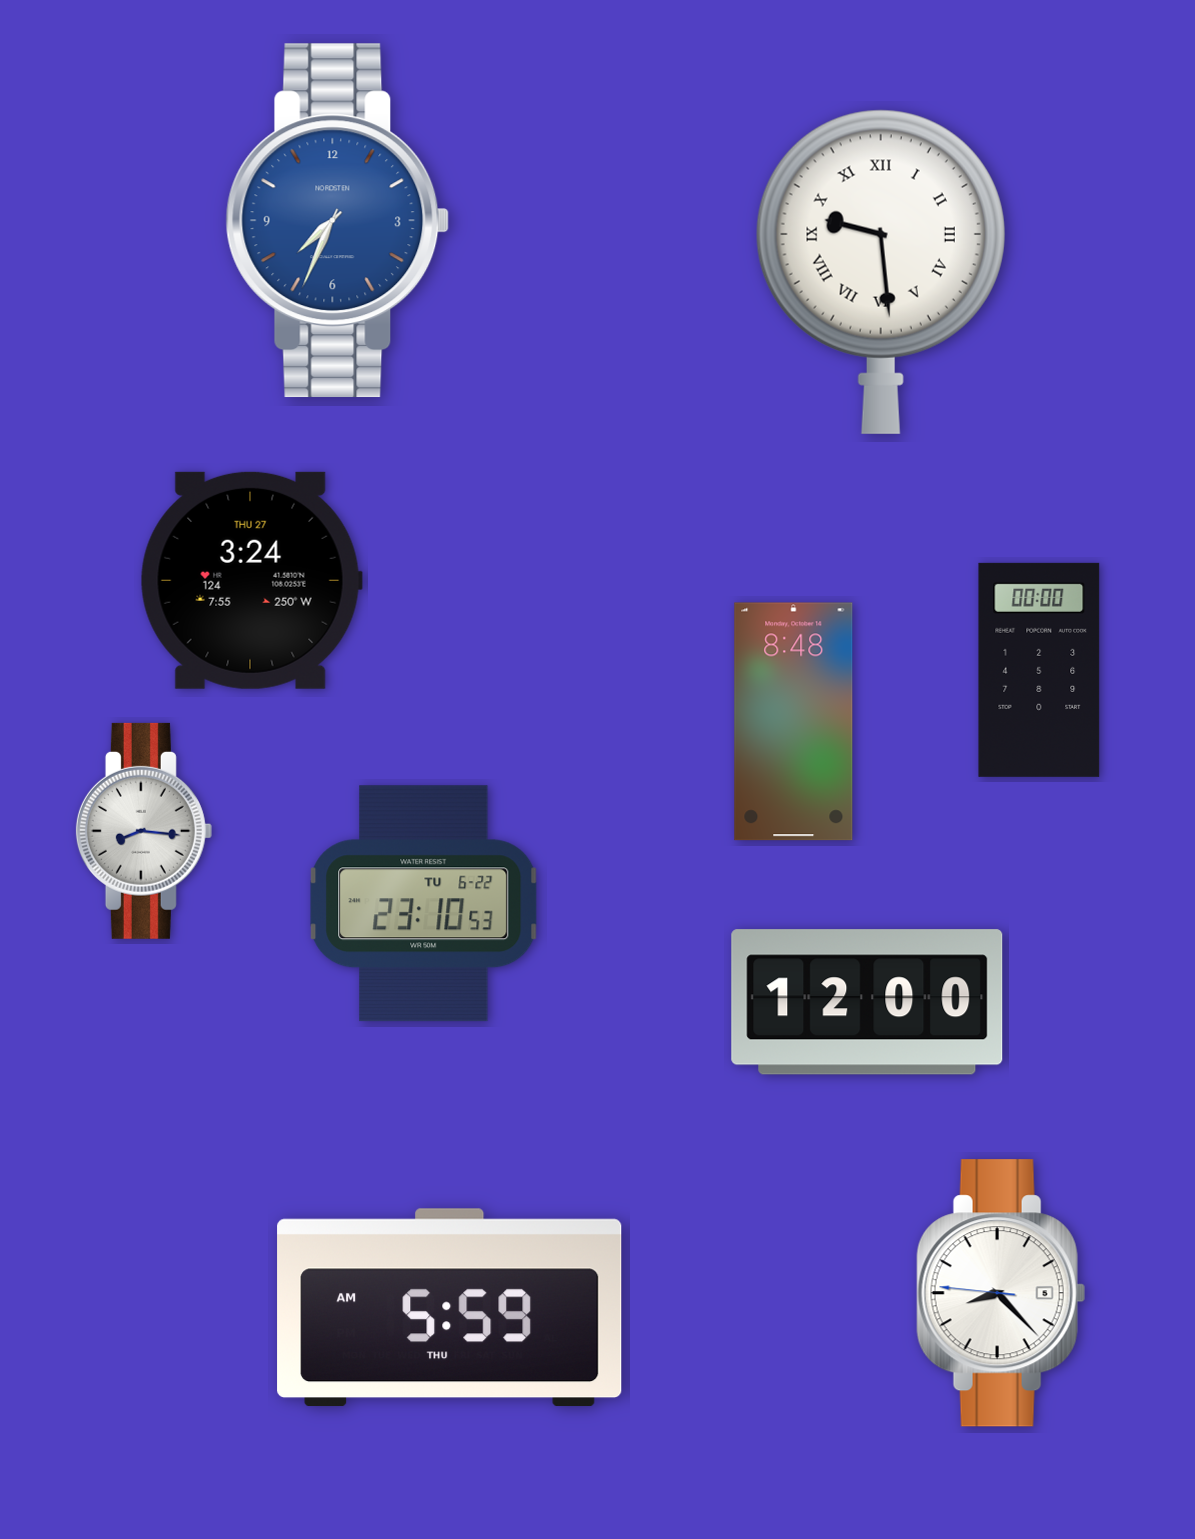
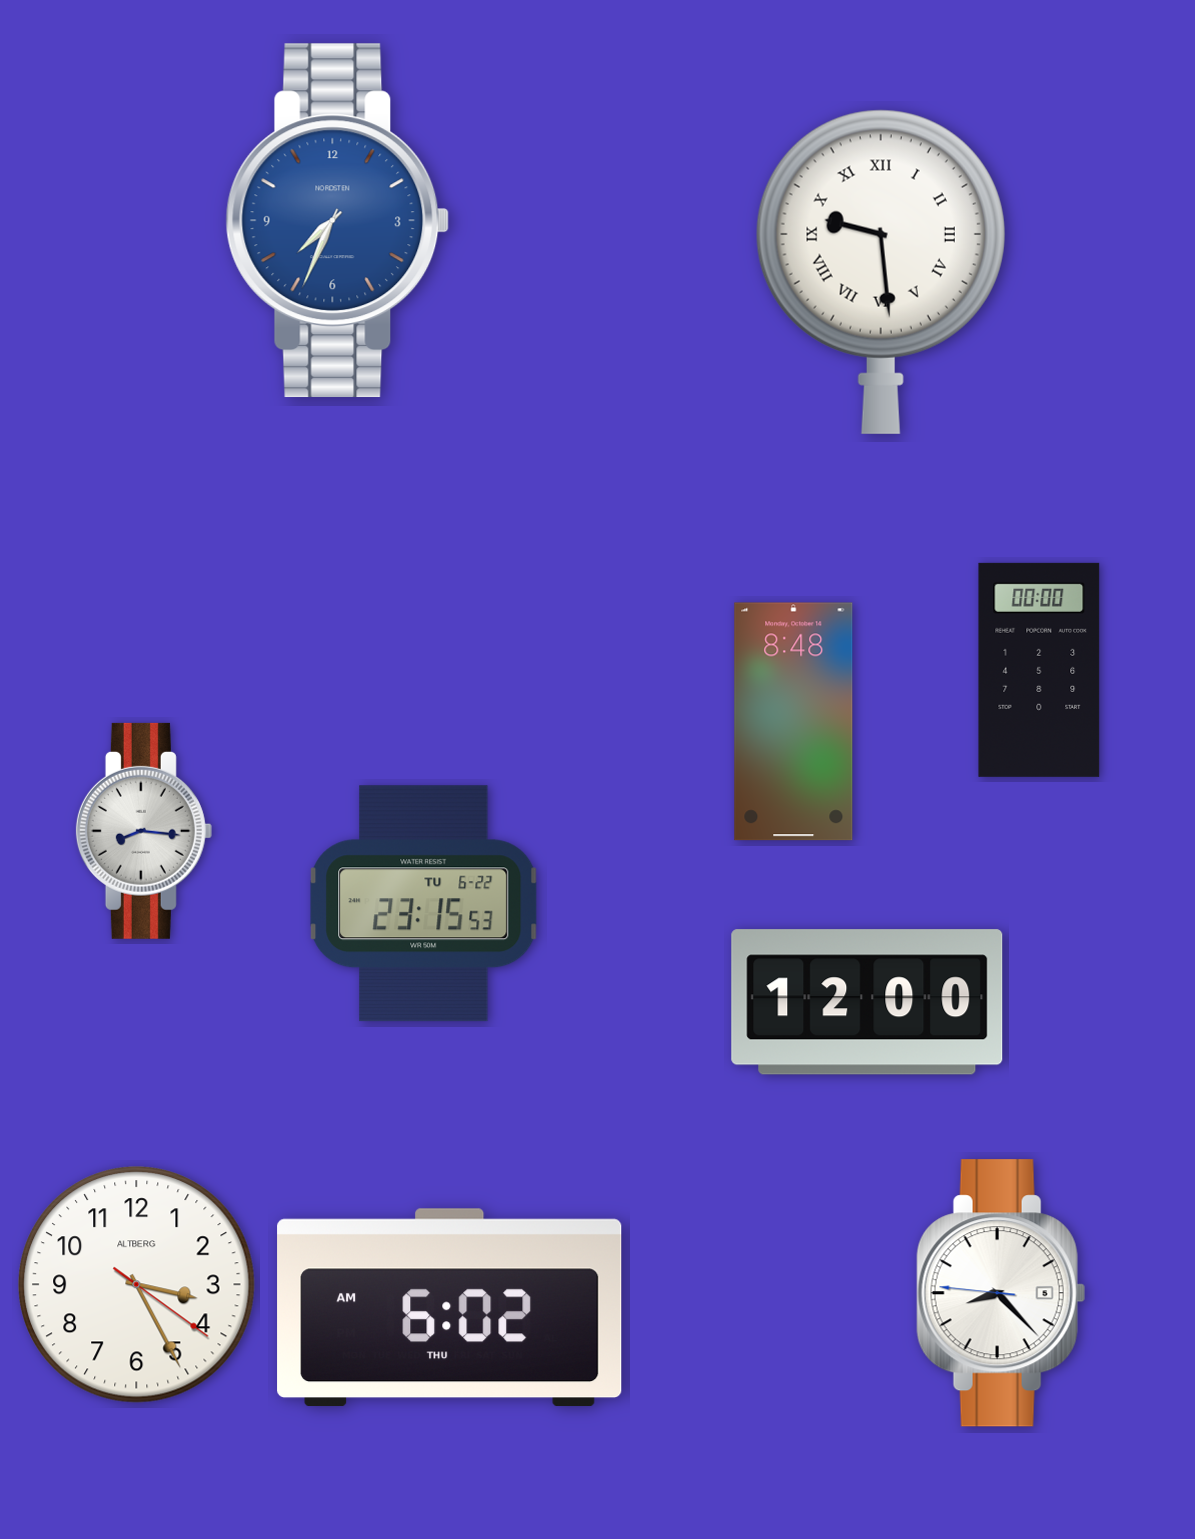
clock at (251, 580): 3:24 -> none
clock at (424, 904): 23:10 -> 23:15
clock at (137, 1285): none -> 3:25
clock at (450, 1308): 5:59 -> 6:02
